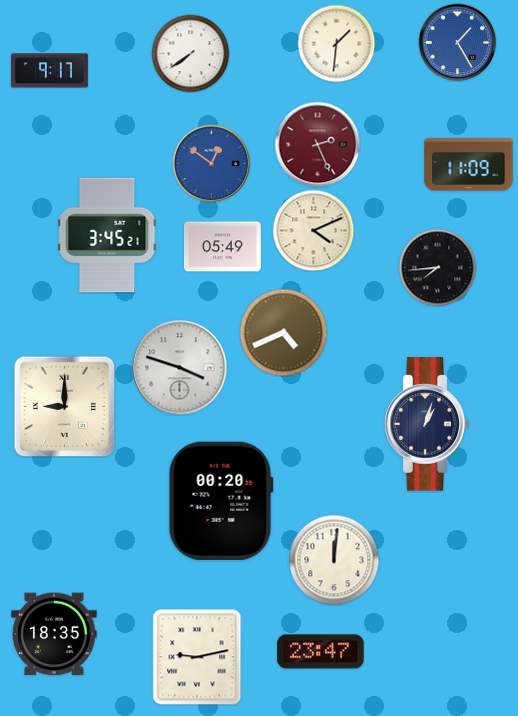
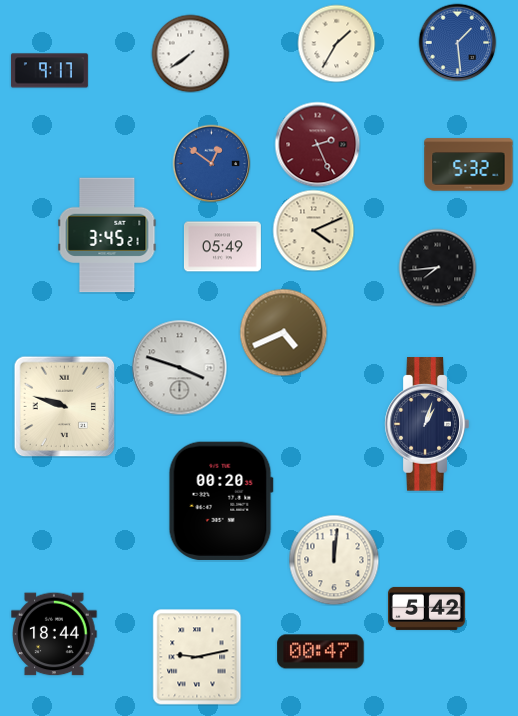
clock at (457, 42): 1:25 -> 1:29
clock at (336, 43): 1:31 -> 1:35
clock at (469, 165): 11:09 -> 5:32
clock at (64, 406): 9:00 -> 9:48
clock at (426, 608): none -> 5:42
clock at (54, 634): 18:35 -> 18:44
clock at (321, 652): 23:47 -> 00:47
